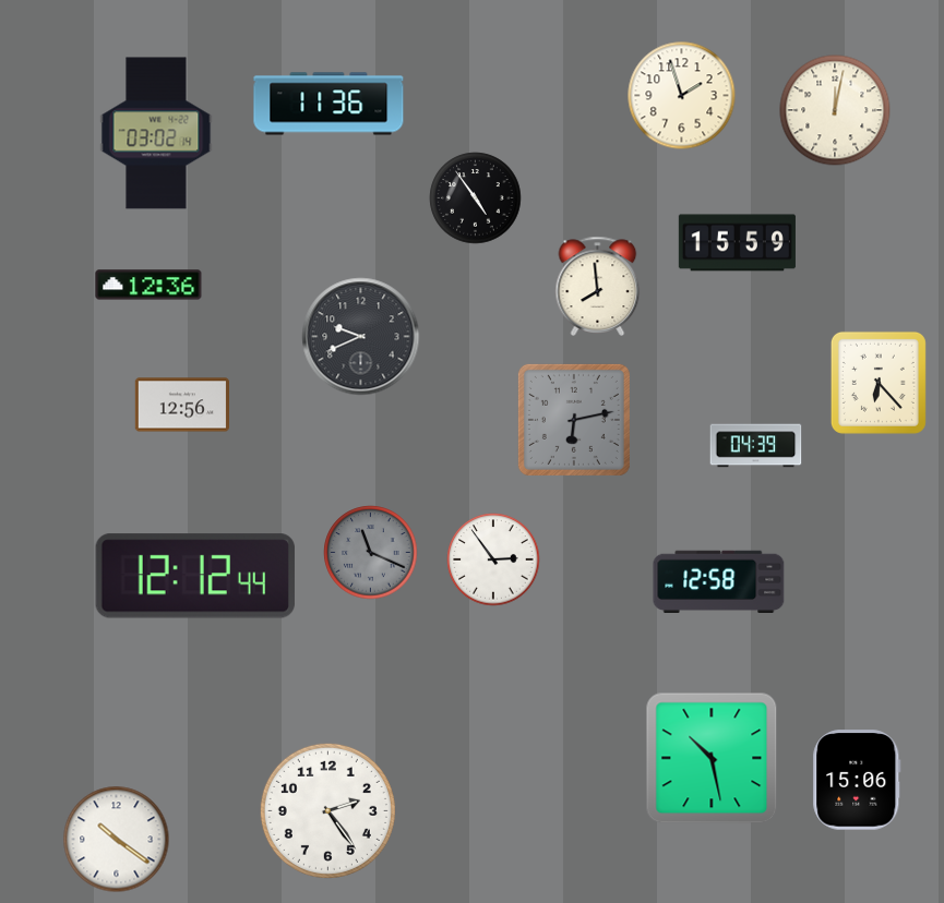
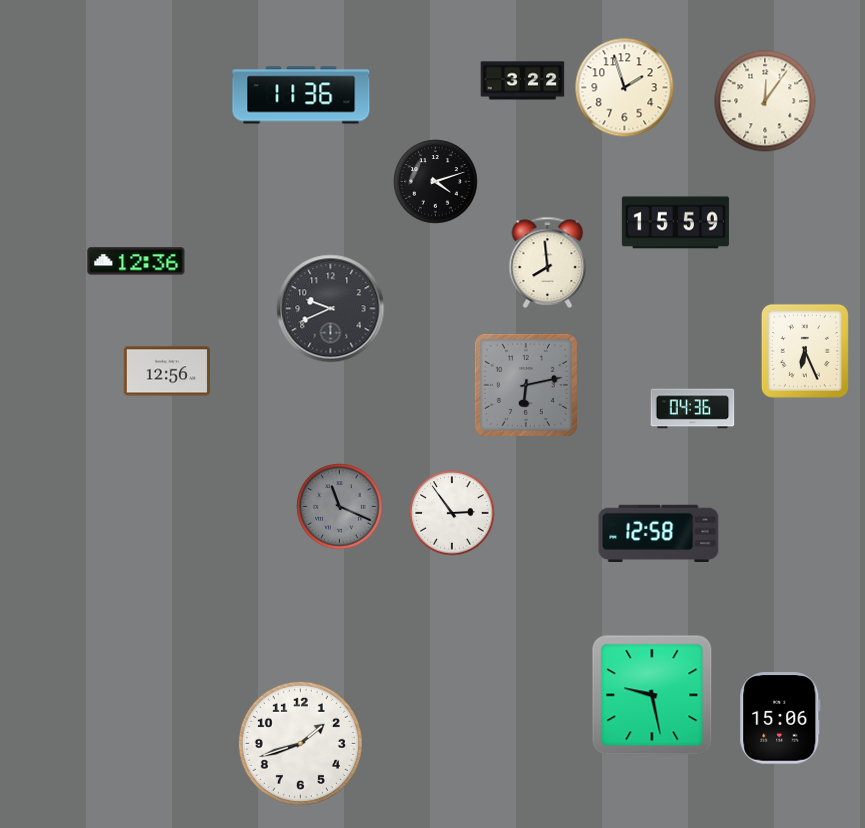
clock at (523, 81): none -> 3:22
clock at (835, 110): 12:02 -> 12:06
clock at (156, 133): 03:02 -> none
clock at (476, 198): 4:54 -> 4:12
clock at (879, 383): 6:23 -> 6:26
clock at (756, 446): 04:39 -> 04:36
clock at (195, 576): 12:12 -> none
clock at (712, 758): 10:28 -> 9:28
clock at (857, 780) position: (857, 780) -> (780, 718)
clock at (327, 810): 2:24 -> 1:42
clock at (117, 840): 10:21 -> none
